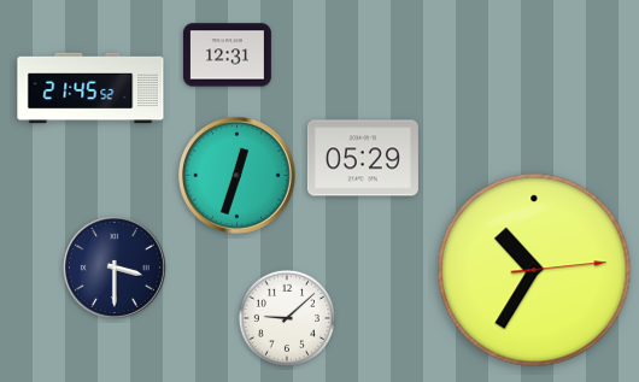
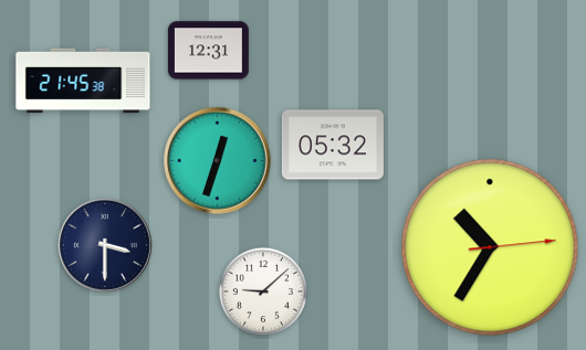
clock at (90, 88): 21:45:52 -> 21:45:38
clock at (363, 158): 05:29 -> 05:32
